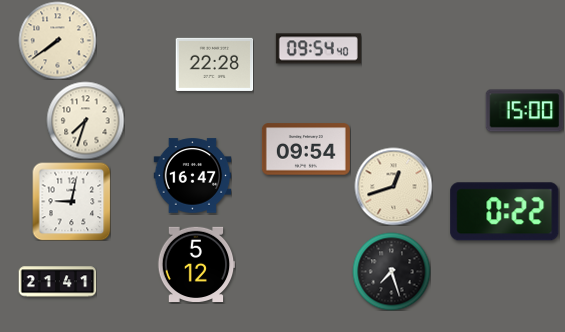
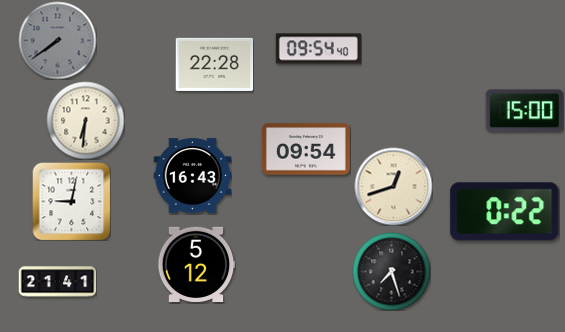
clock at (57, 40) dial: cream -> grey
clock at (85, 120): 7:33 -> 6:31
clock at (192, 176): 16:47 -> 16:43
